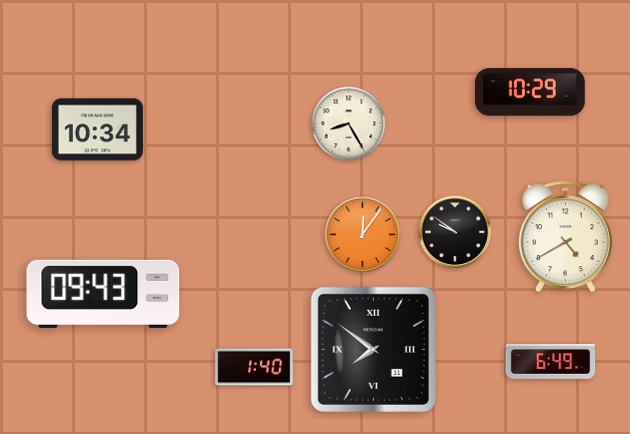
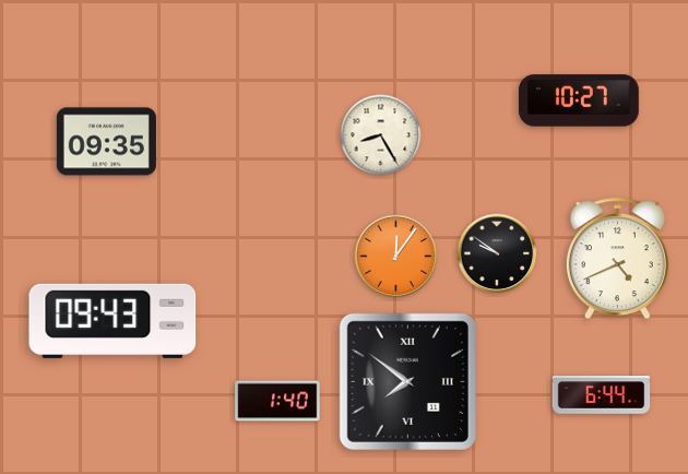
clock at (531, 92): 10:29 -> 10:27
clock at (97, 130): 10:34 -> 09:35
clock at (565, 237): 4:40 -> 4:41
clock at (551, 362): 6:49 -> 6:44
